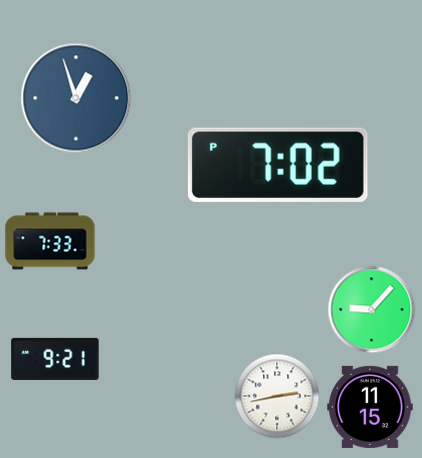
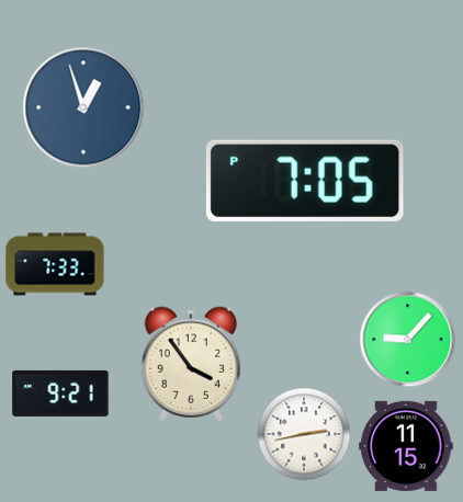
clock at (278, 165): 7:02 -> 7:05
clock at (191, 364): none -> 3:54
